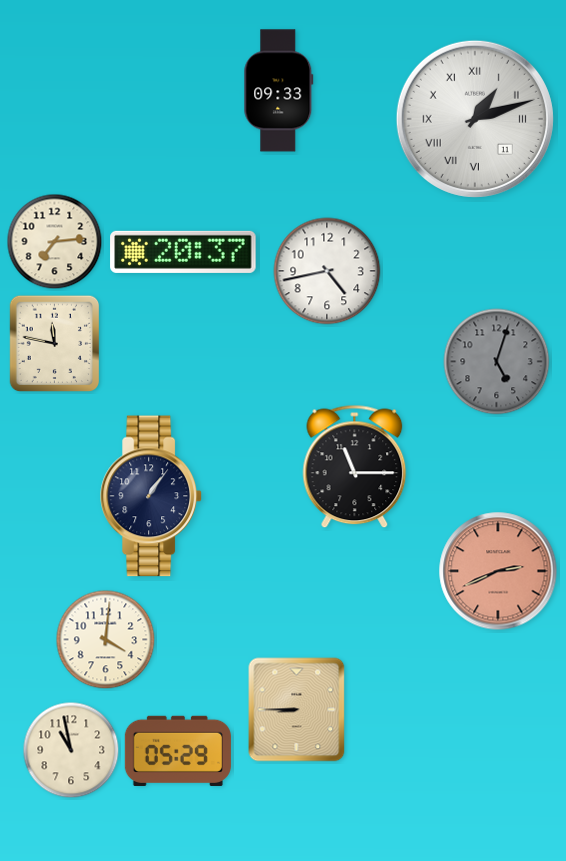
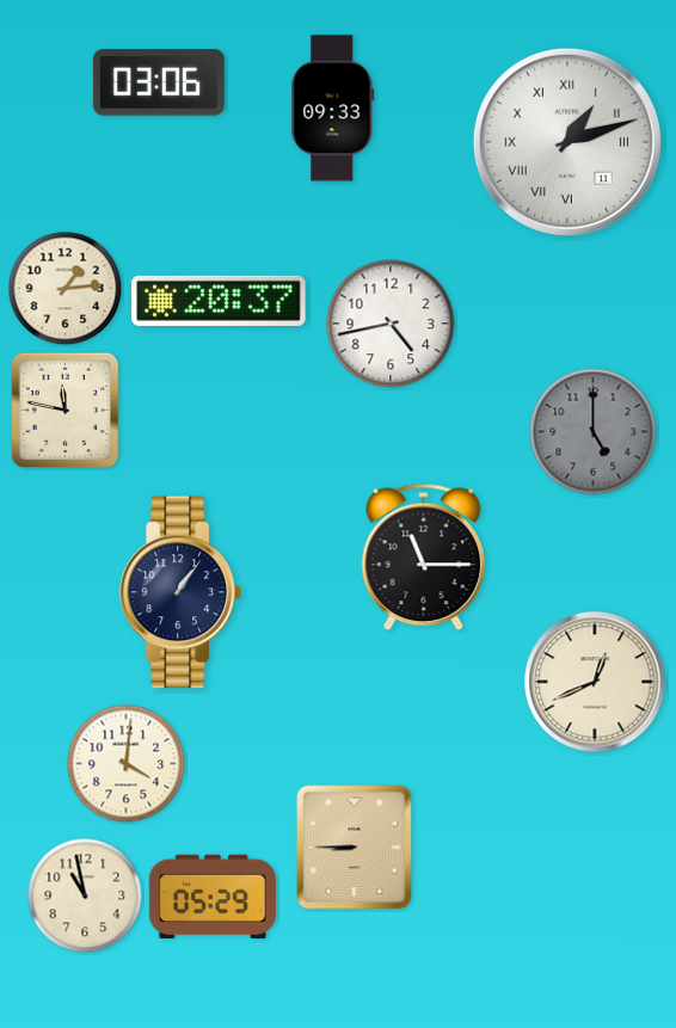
clock at (159, 82): none -> 03:06
clock at (55, 242): 7:14 -> 1:14
clock at (497, 362): 5:03 -> 5:00
clock at (498, 571): 2:41 -> 12:41
clock at (498, 571) dial: salmon -> cream
